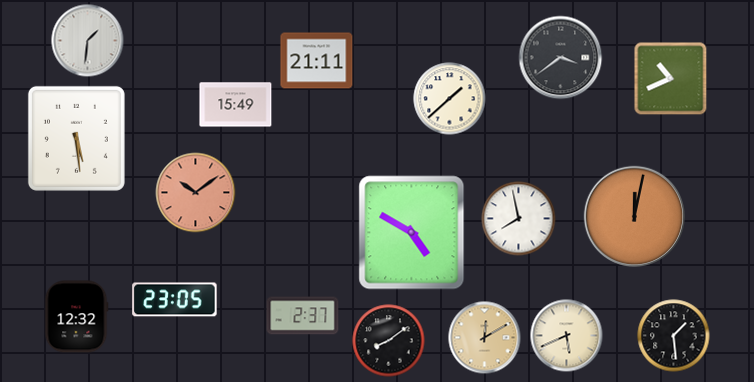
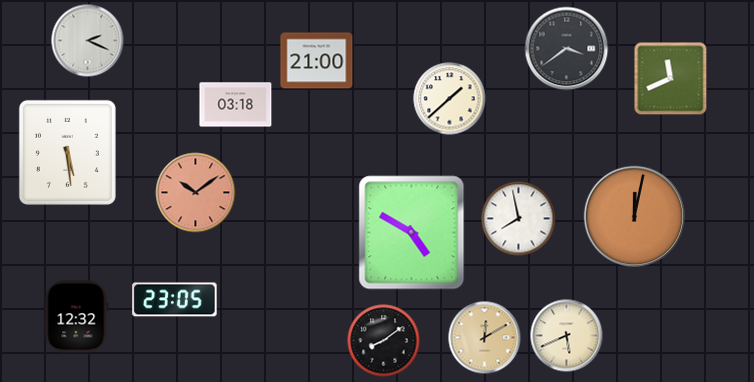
clock at (88, 41): 1:31 -> 2:19
clock at (561, 58) position: (561, 58) -> (567, 49)
clock at (317, 61): 21:11 -> 21:00
clock at (671, 79): 10:41 -> 11:41
clock at (236, 105): 15:49 -> 03:18
clock at (76, 138) position: (76, 138) -> (67, 152)
clock at (303, 316): 2:37 -> none
clock at (674, 336): 1:29 -> none
clock at (389, 341) position: (389, 341) -> (384, 341)
